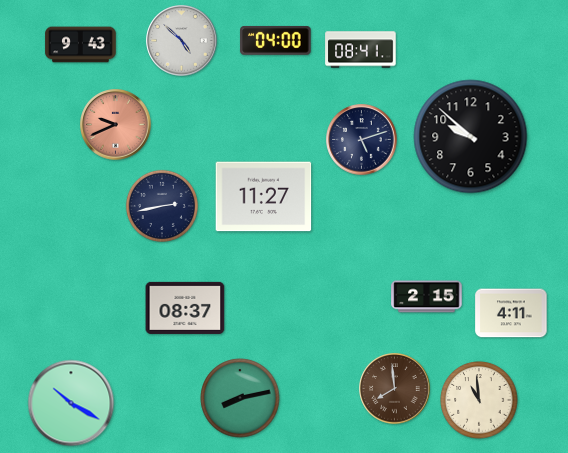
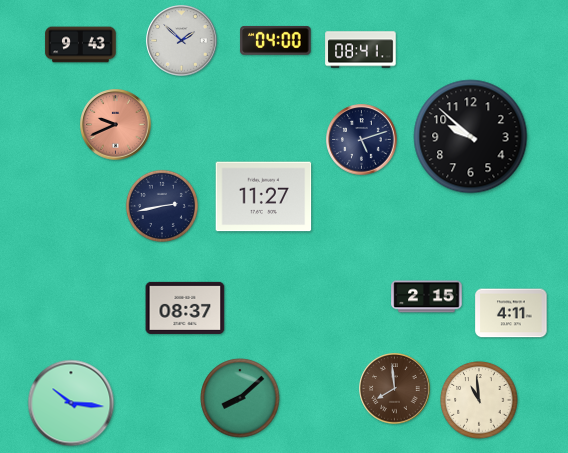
clock at (182, 41): 4:52 -> 1:52
clock at (240, 398): 8:13 -> 8:08
clock at (71, 403): 10:20 -> 10:16
